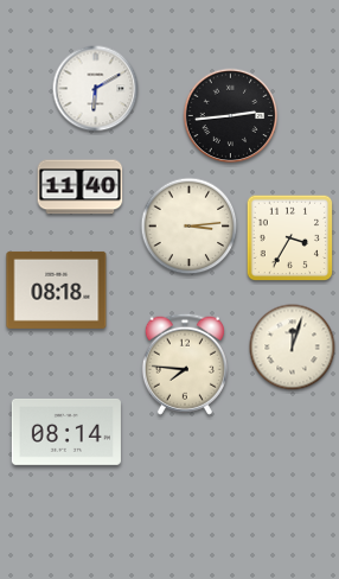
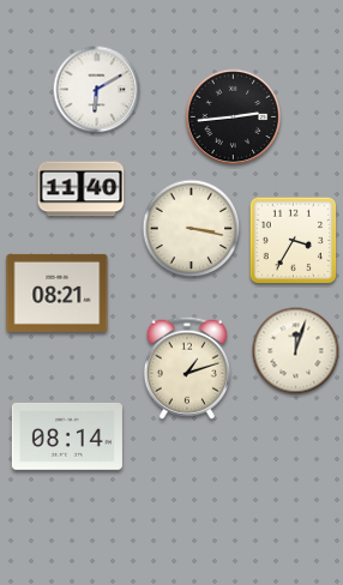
clock at (190, 227): 3:14 -> 3:17
clock at (57, 289): 08:18 -> 08:21
clock at (185, 364): 7:46 -> 1:12
